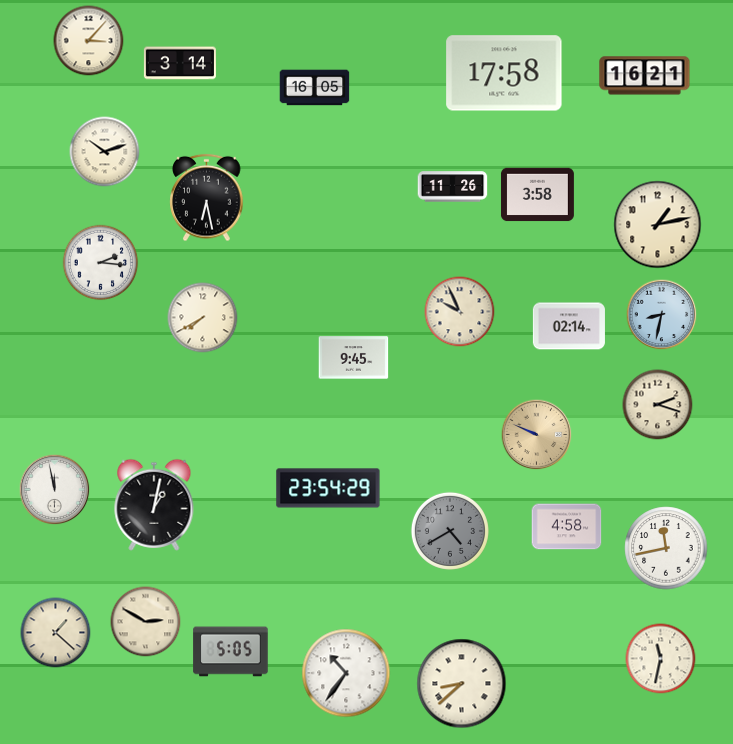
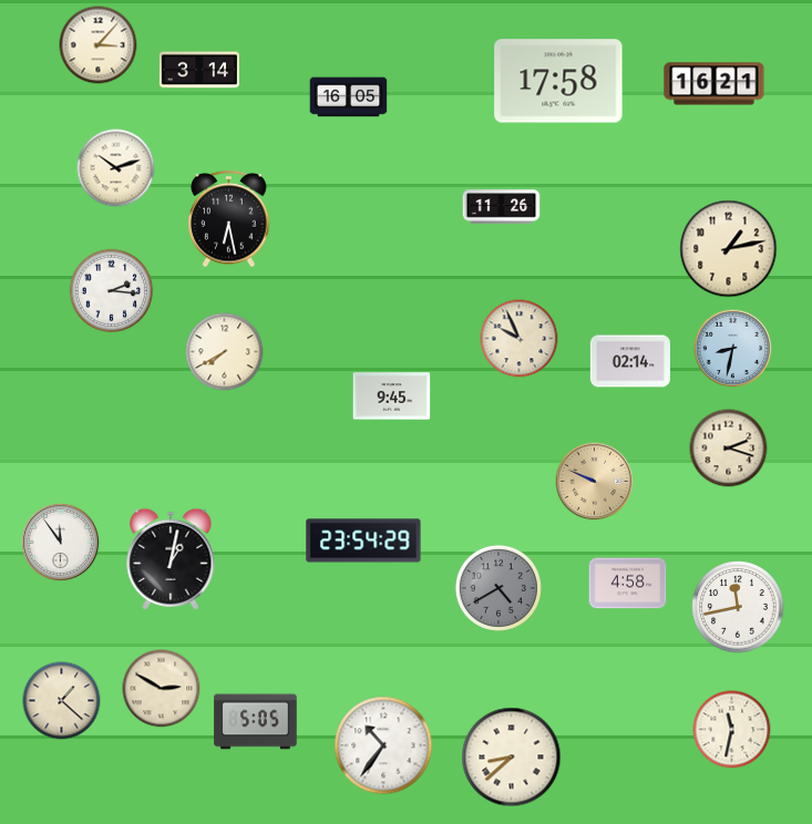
clock at (537, 195): 3:58 -> none
clock at (460, 312) position: (460, 312) -> (520, 339)
clock at (55, 490): 11:58 -> 11:54
